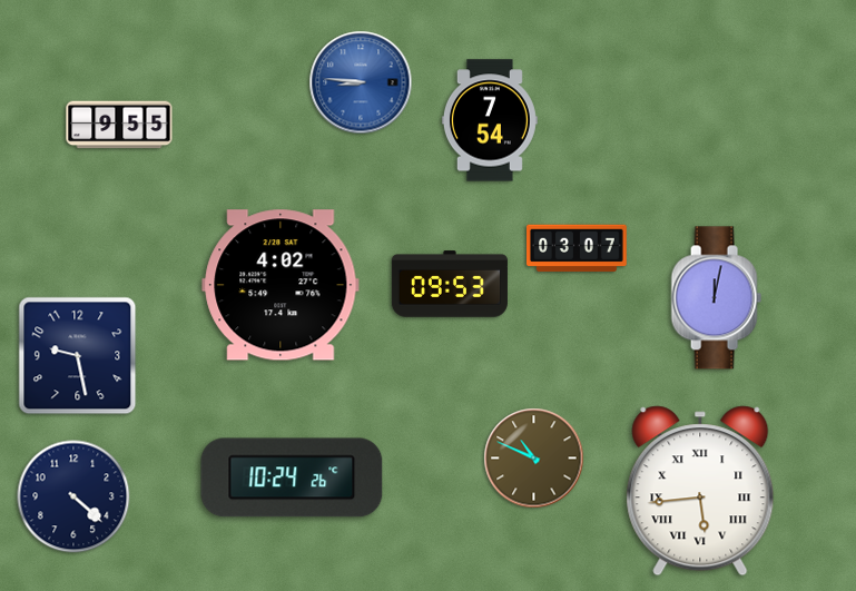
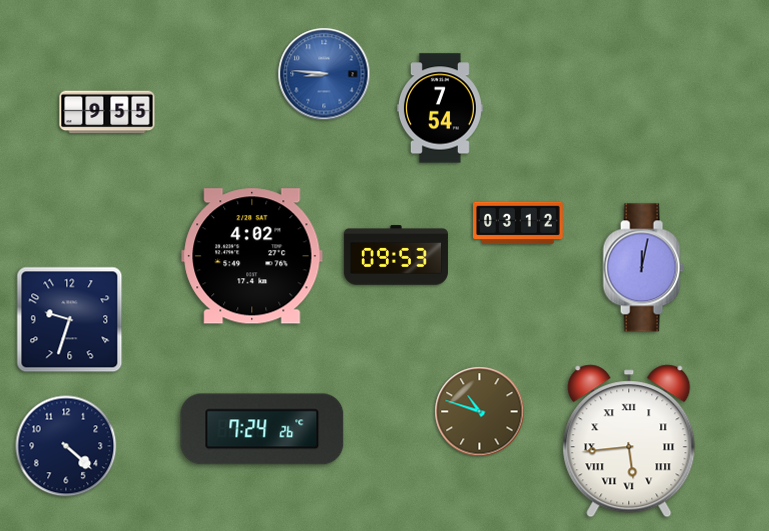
clock at (578, 248): 03:07 -> 03:12
clock at (450, 284) position: (450, 284) -> (396, 255)
clock at (78, 356): 9:28 -> 9:33
clock at (534, 459): 10:49 -> 10:48
clock at (292, 477): 10:24 -> 7:24
